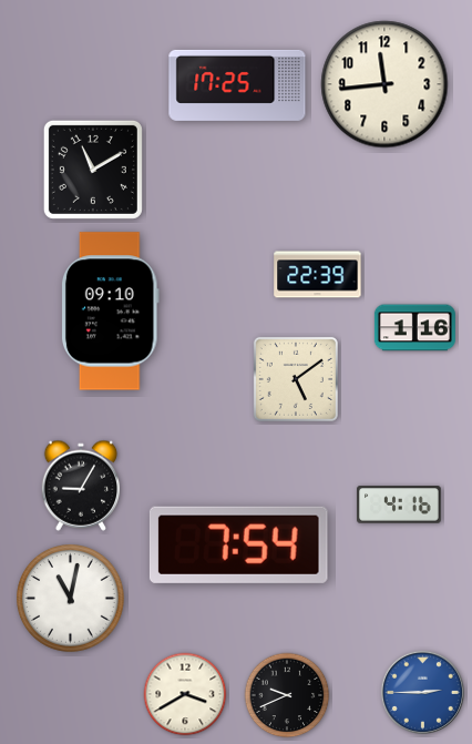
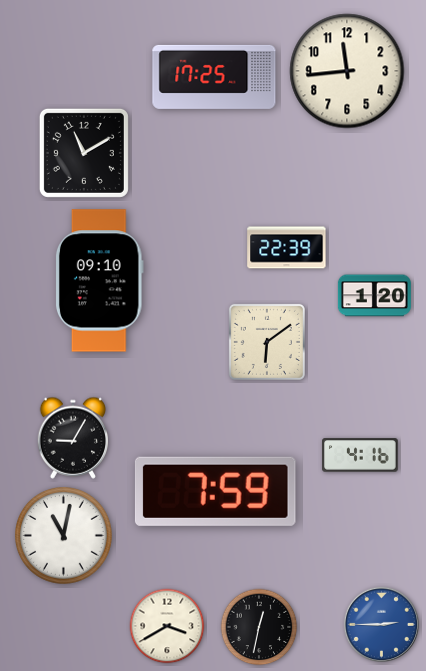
clock at (384, 84) position: (384, 84) -> (347, 71)
clock at (414, 328): 1:16 -> 1:20
clock at (296, 379): 5:09 -> 6:09
clock at (238, 544): 7:54 -> 7:59
clock at (71, 599) position: (71, 599) -> (64, 536)
clock at (287, 695): 9:41 -> 12:32
